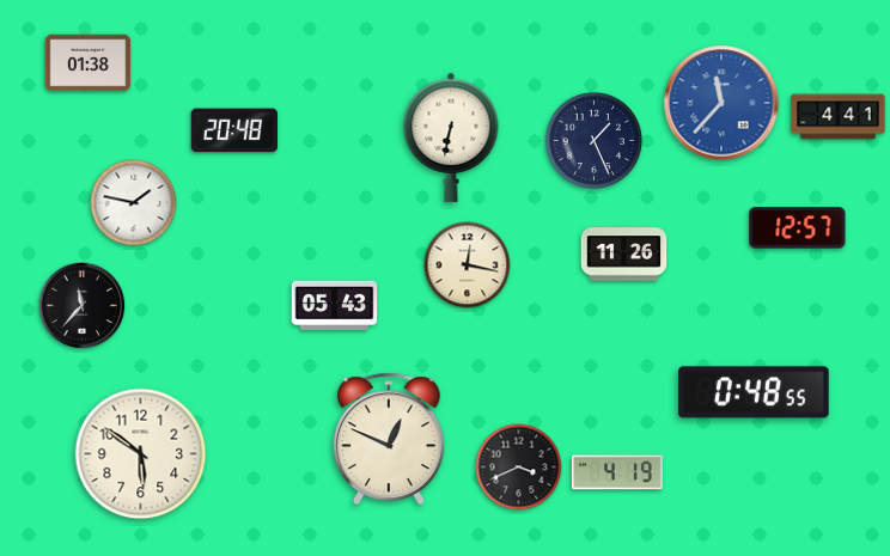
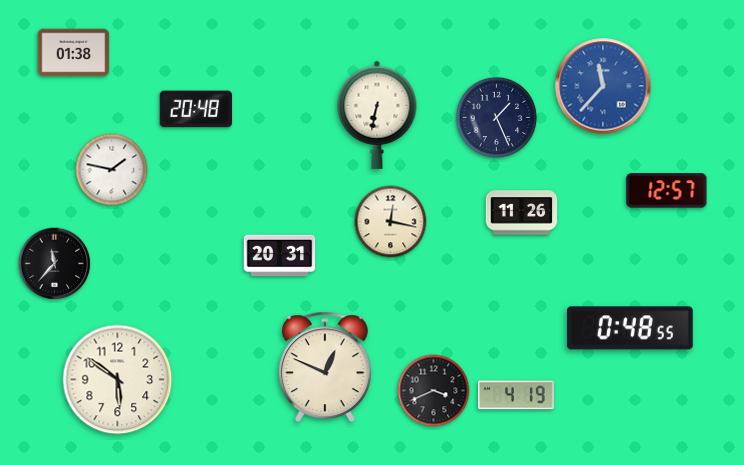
clock at (839, 117): 4:41 -> none
clock at (83, 306) position: (83, 306) -> (55, 264)
clock at (335, 306): 05:43 -> 20:31
